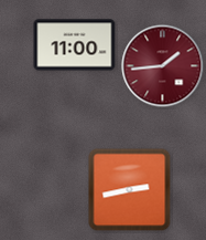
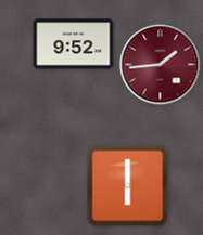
clock at (75, 45): 11:00 -> 9:52
clock at (130, 190): 2:43 -> 6:00
